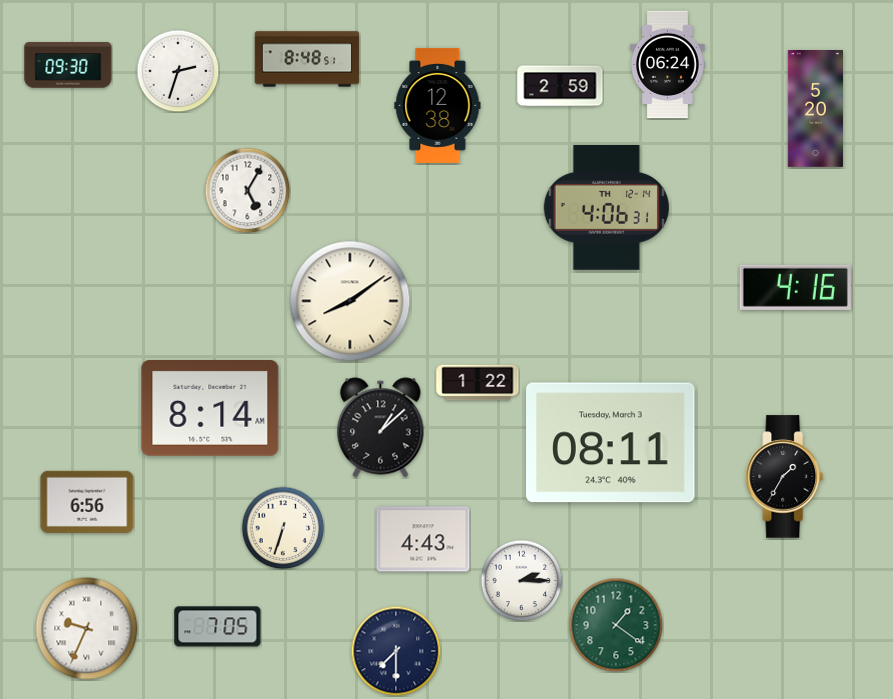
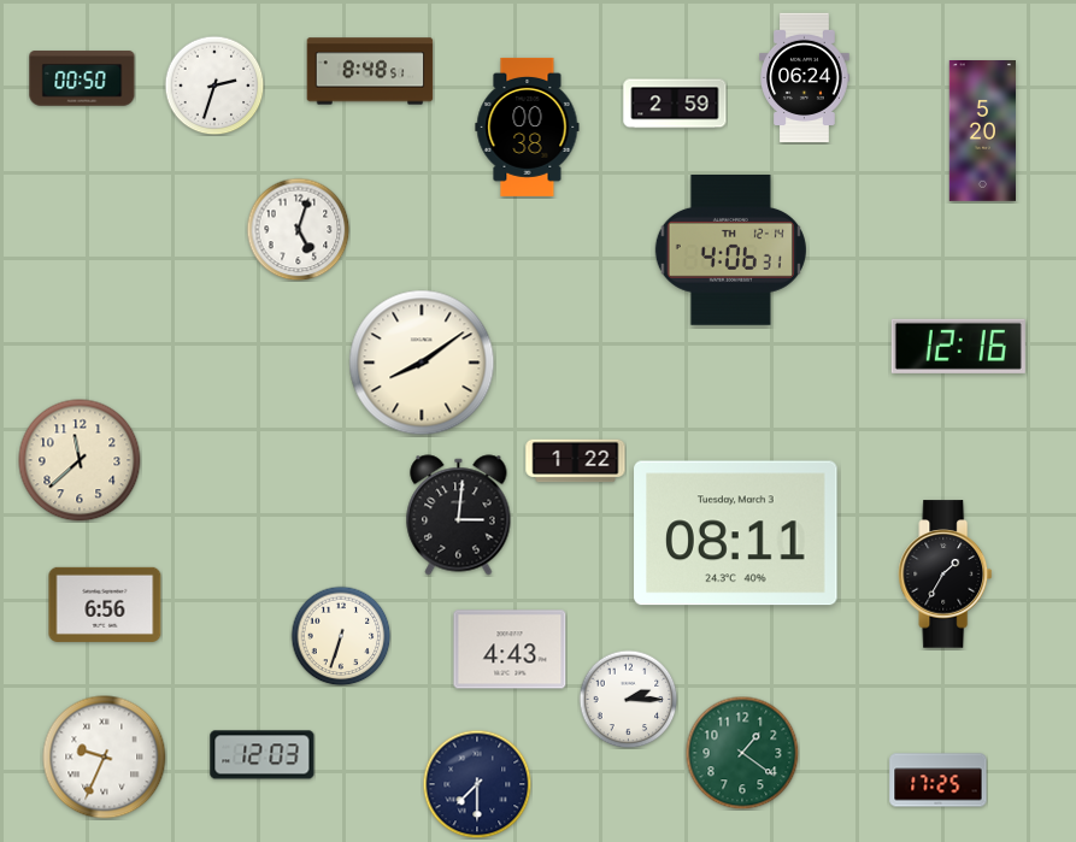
clock at (68, 65): 09:30 -> 00:50
clock at (438, 105): 12:38 -> 00:38
clock at (247, 190): 5:05 -> 5:03
clock at (795, 287): 4:16 -> 12:16
clock at (80, 460): none -> 11:38
clock at (210, 409): 8:14 -> none
clock at (381, 428): 1:08 -> 3:01
clock at (218, 627): 7:05 -> 12:03
clock at (939, 781): none -> 17:25
